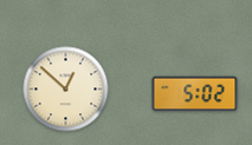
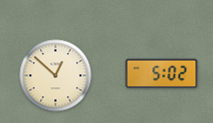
clock at (195, 94) position: (195, 94) -> (162, 74)
